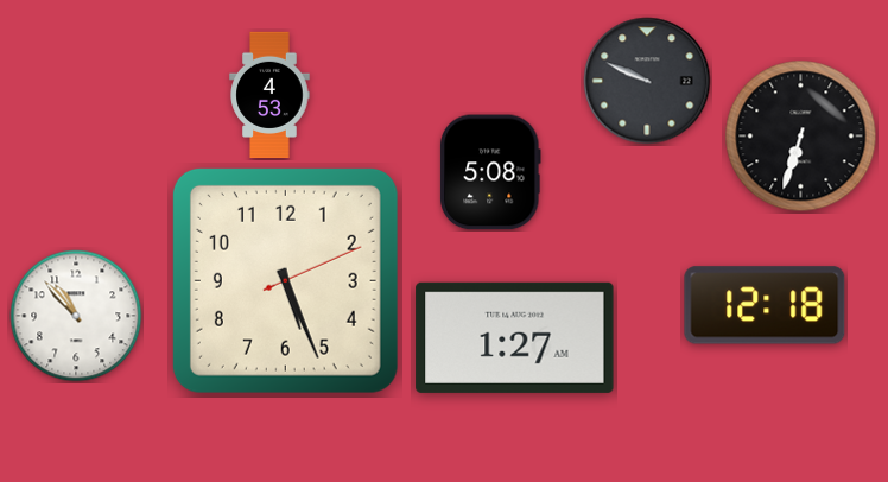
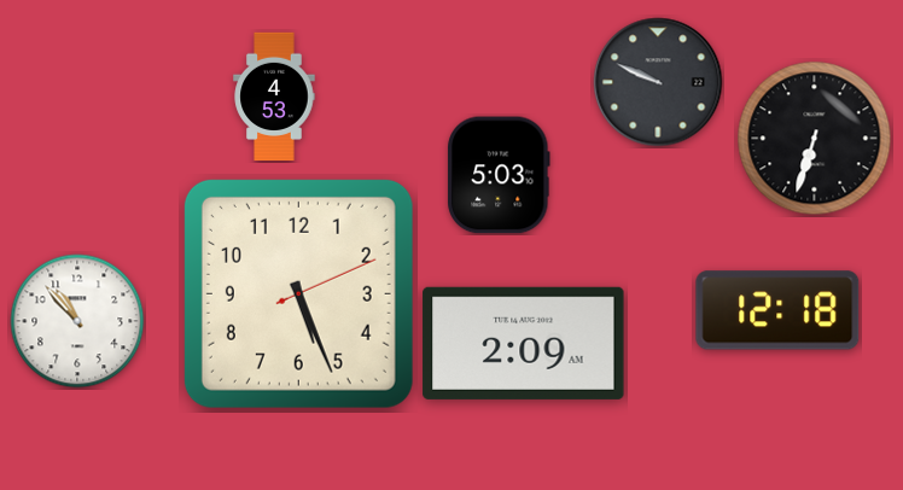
clock at (490, 172): 5:08 -> 5:03
clock at (285, 280) position: (285, 280) -> (298, 293)
clock at (515, 337): 1:27 -> 2:09
